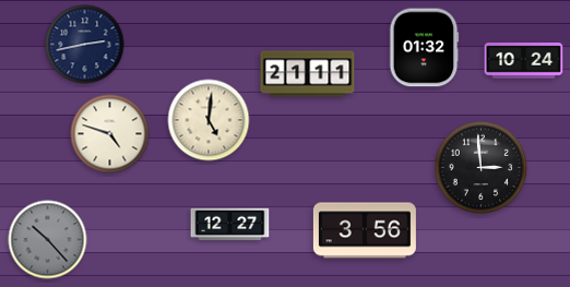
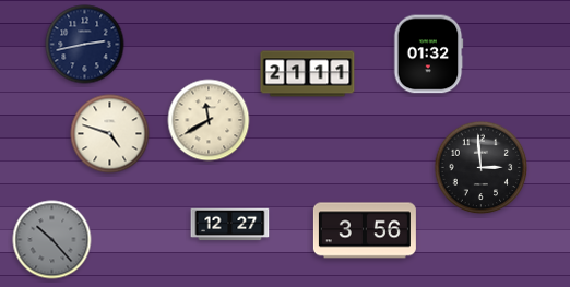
clock at (424, 48) position: (424, 48) -> (428, 55)
clock at (524, 61): 10:24 -> none
clock at (209, 120): 5:01 -> 11:40
clock at (48, 240) position: (48, 240) -> (52, 240)
